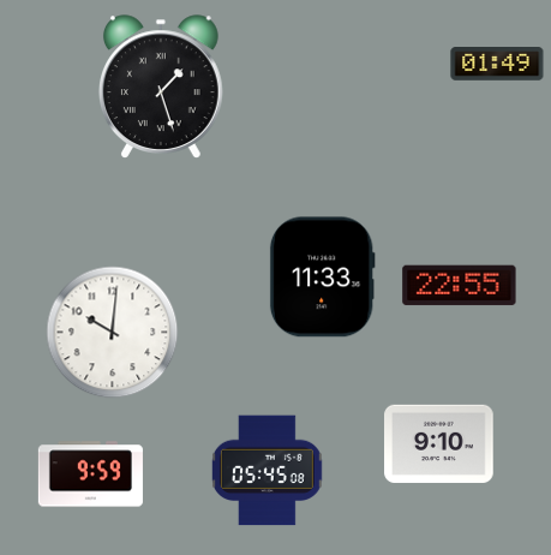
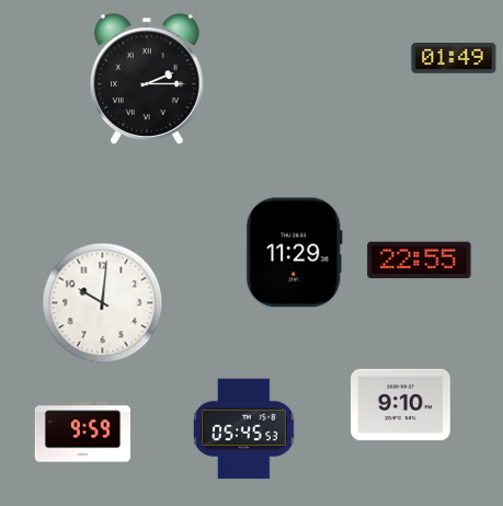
clock at (161, 86): 1:27 -> 2:15
clock at (322, 277): 11:33 -> 11:29
clock at (266, 471): 05:45:08 -> 05:45:53
